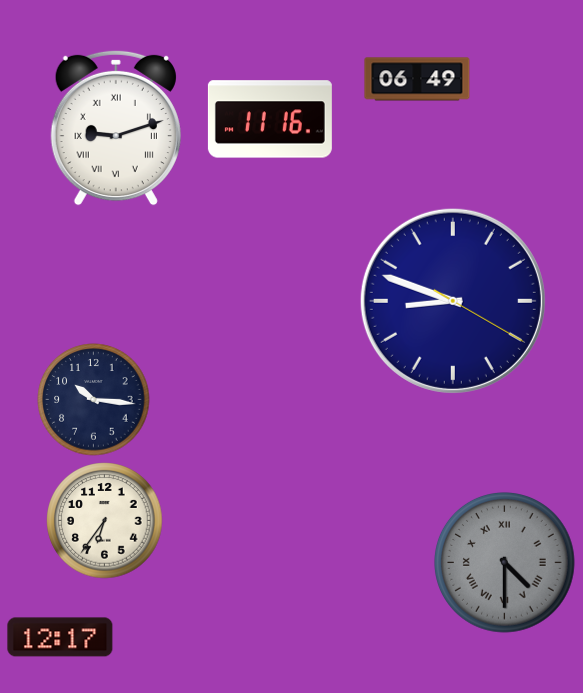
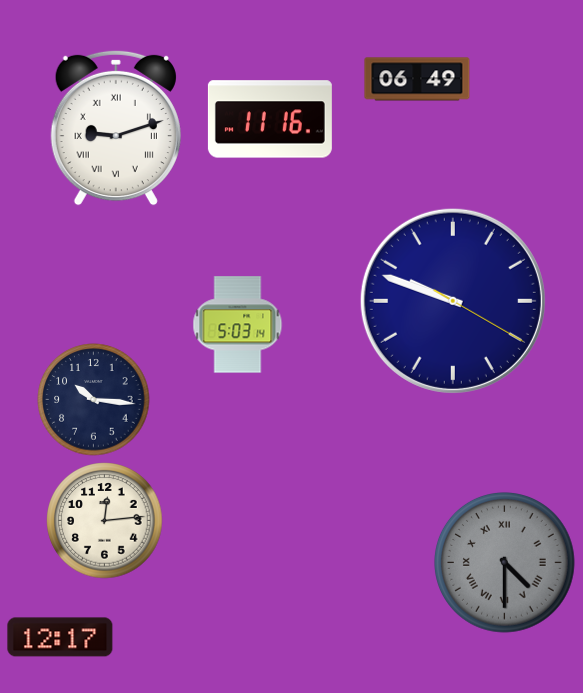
clock at (453, 301): 8:48 -> 9:48
clock at (238, 325): none -> 5:03
clock at (105, 521): 6:36 -> 12:14
